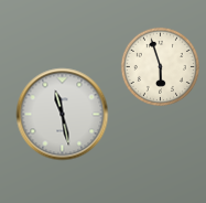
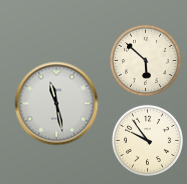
clock at (160, 66): 5:57 -> 5:52
clock at (147, 140): none -> 9:54
